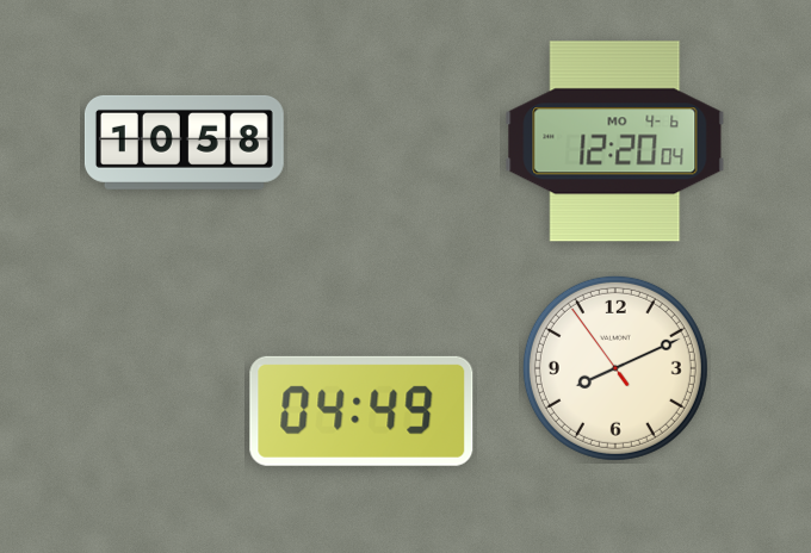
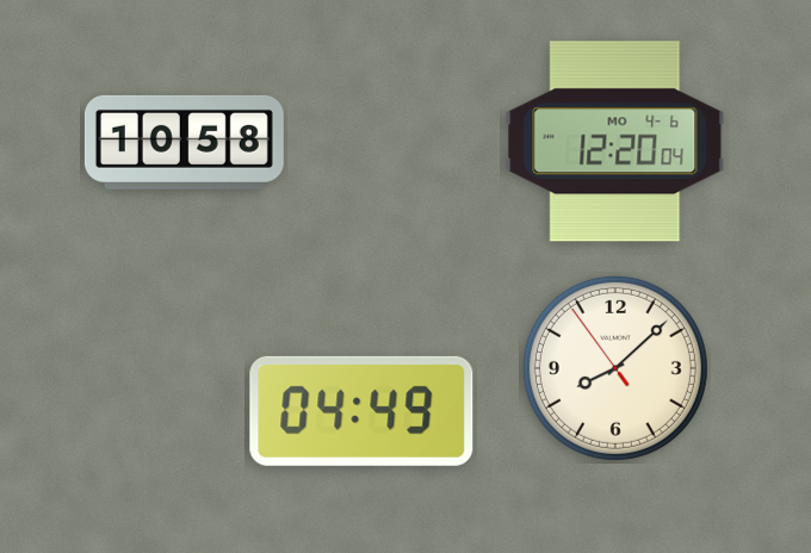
clock at (615, 368): 8:10 -> 8:07
